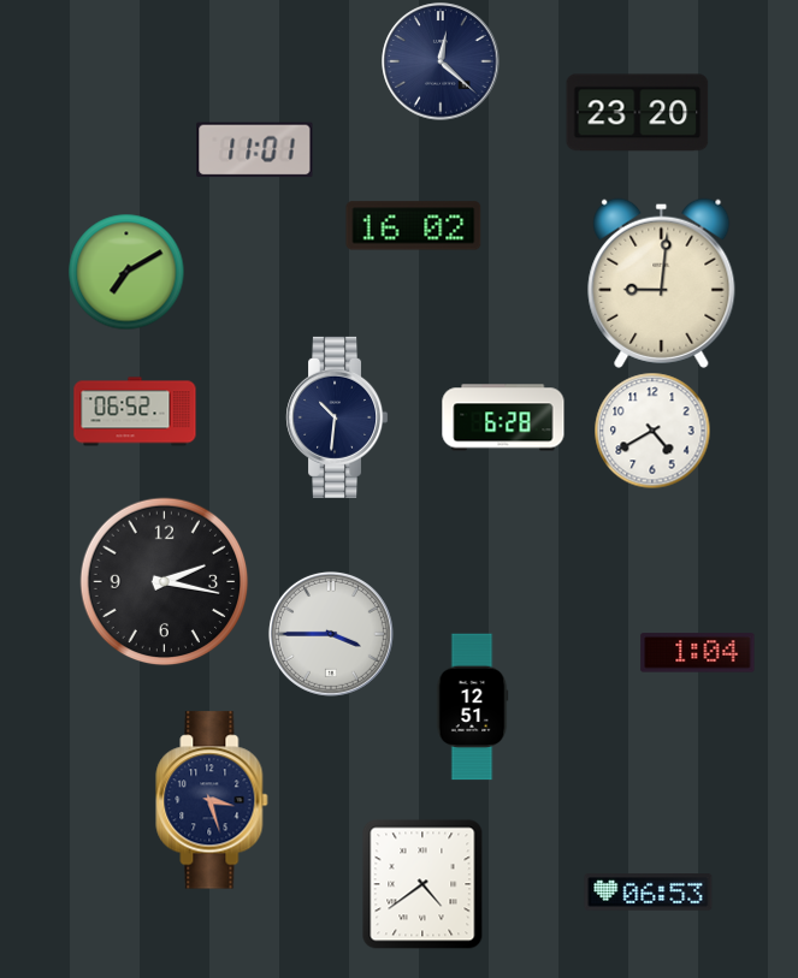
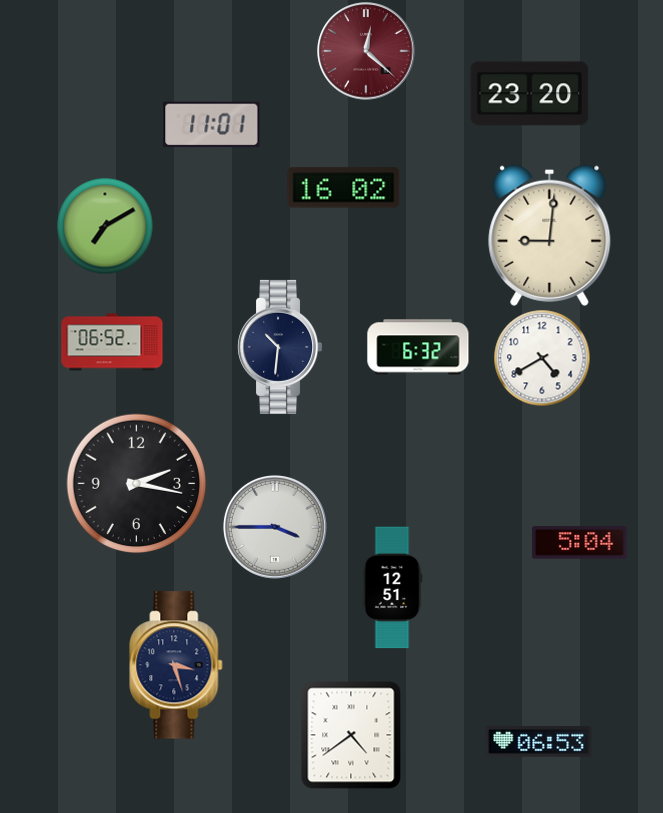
clock at (441, 61) dial: navy -> burgundy
clock at (503, 417): 6:28 -> 6:32
clock at (698, 653): 1:04 -> 5:04
